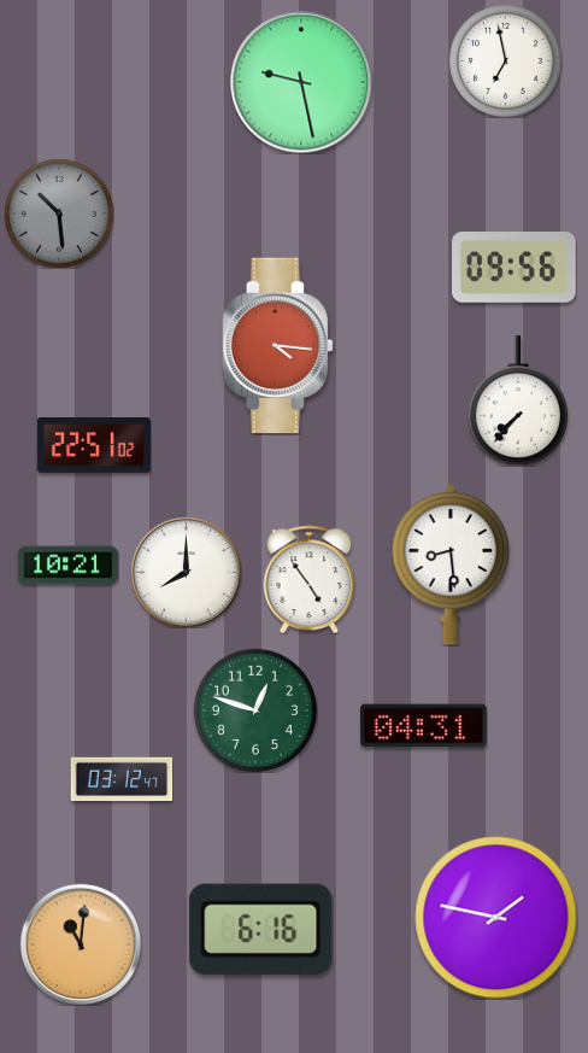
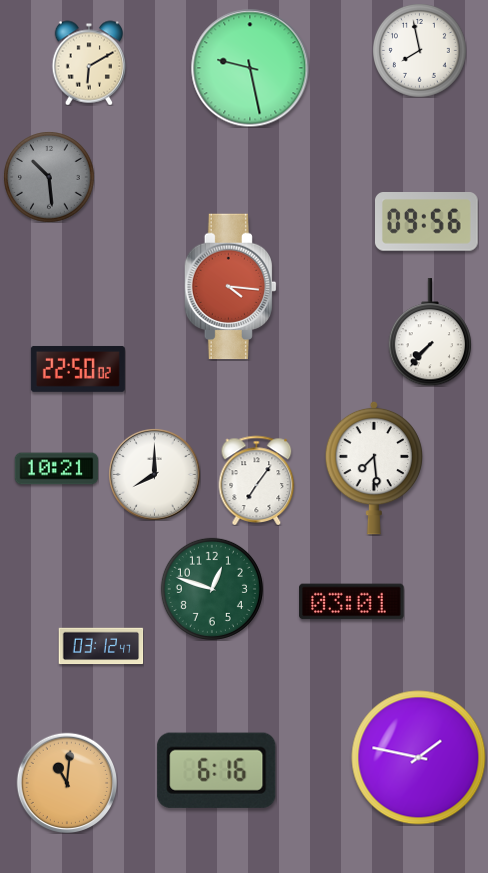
clock at (506, 62): 6:58 -> 7:58
clock at (89, 63): none -> 6:10
clock at (94, 445): 22:51 -> 22:50
clock at (449, 564): 8:29 -> 7:29
clock at (310, 579): 4:54 -> 7:06
clock at (424, 726): 04:31 -> 03:01
clock at (496, 918) position: (496, 918) -> (419, 758)
